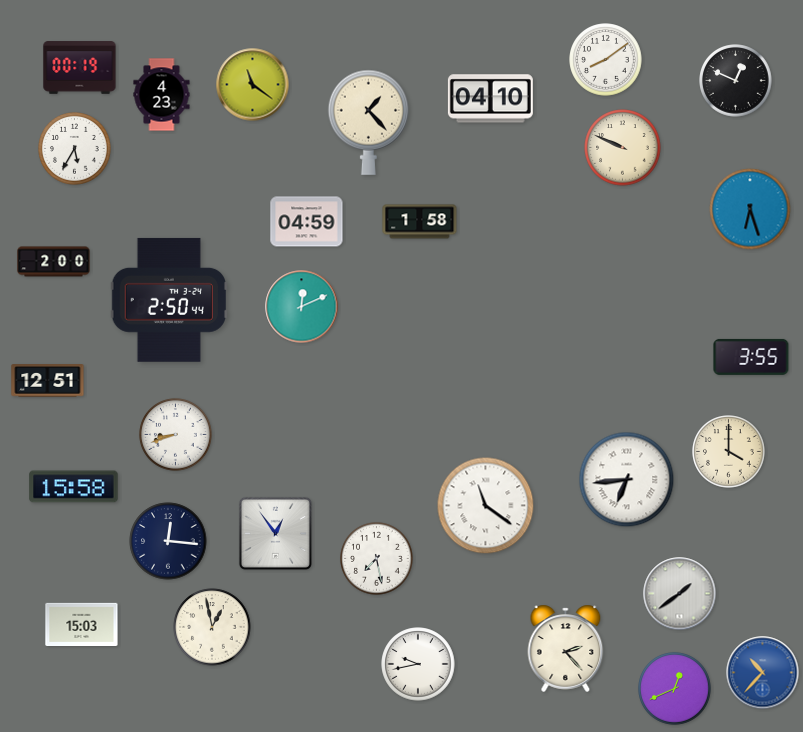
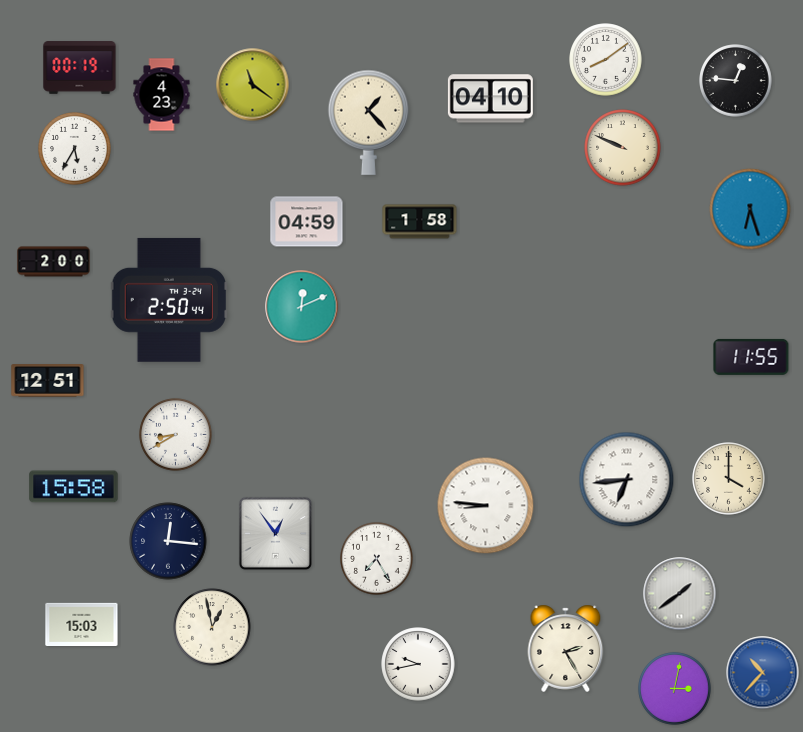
clock at (736, 81): 12:49 -> 12:46
clock at (751, 357): 3:55 -> 11:55
clock at (176, 435): 8:42 -> 8:40
clock at (729, 452) position: (729, 452) -> (729, 479)
clock at (486, 506): 11:21 -> 8:46
clock at (377, 559): 7:28 -> 7:25
clock at (566, 648): 2:23 -> 2:25
clock at (675, 689): 12:41 -> 3:02
